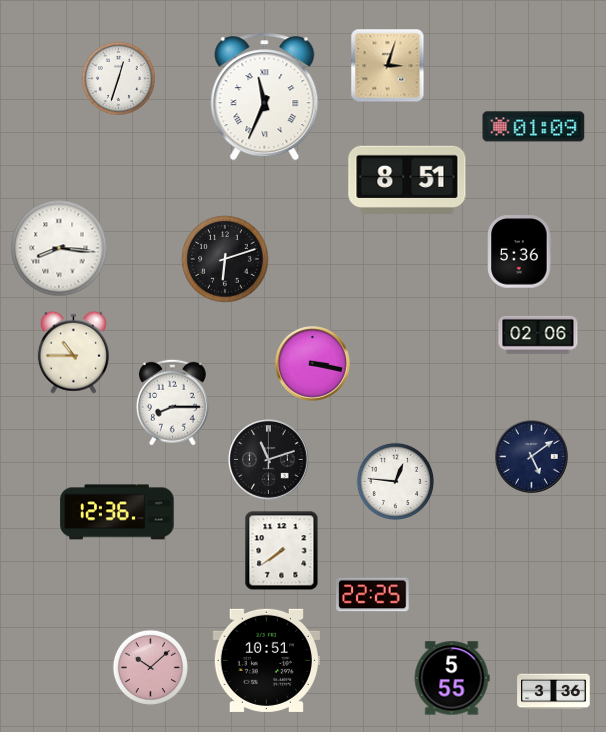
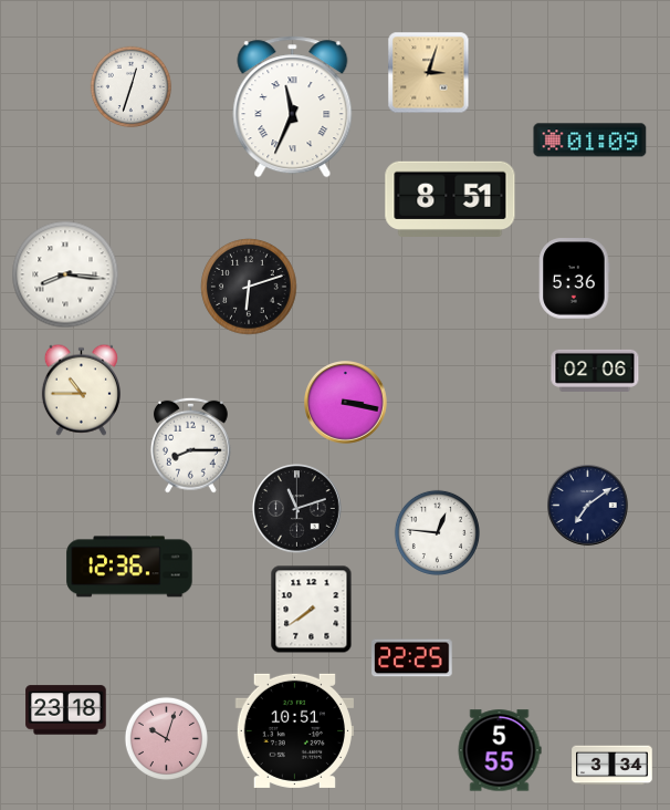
clock at (532, 457): 5:09 -> 7:09
clock at (66, 710): none -> 23:18
clock at (150, 667): 10:08 -> 10:03
clock at (554, 692): 3:36 -> 3:34
